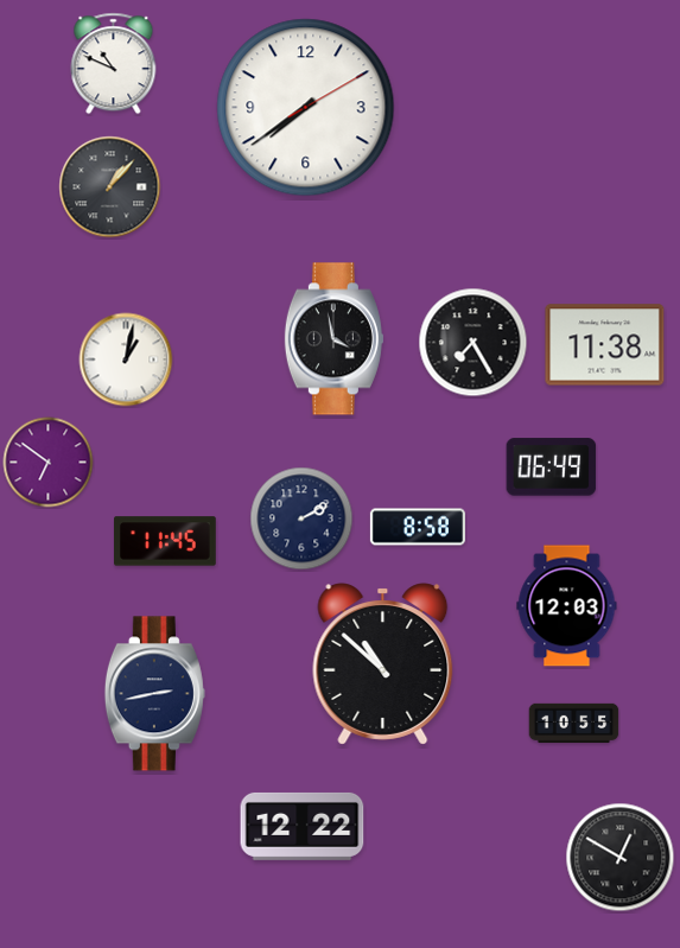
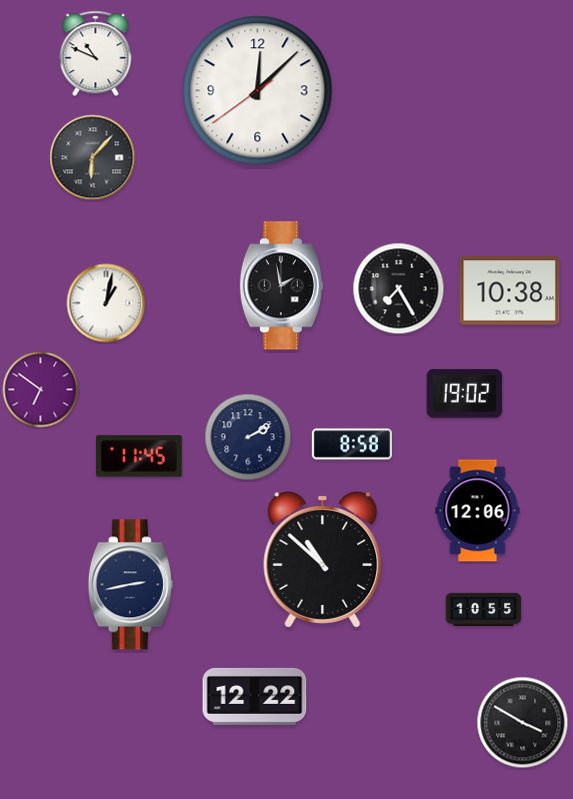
clock at (306, 108): 7:39 -> 12:07
clock at (110, 187): 1:07 -> 6:07
clock at (333, 339): 3:58 -> 1:58
clock at (605, 345): 11:38 -> 10:38
clock at (552, 467): 06:49 -> 19:02
clock at (301, 518) position: (301, 518) -> (248, 437)
clock at (567, 606): 12:03 -> 12:06
clock at (621, 858): 12:50 -> 3:50
